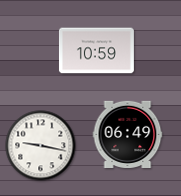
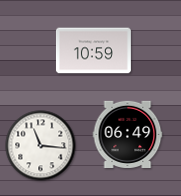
clock at (96, 51) position: (96, 51) -> (93, 51)
clock at (41, 146): 9:17 -> 11:16
